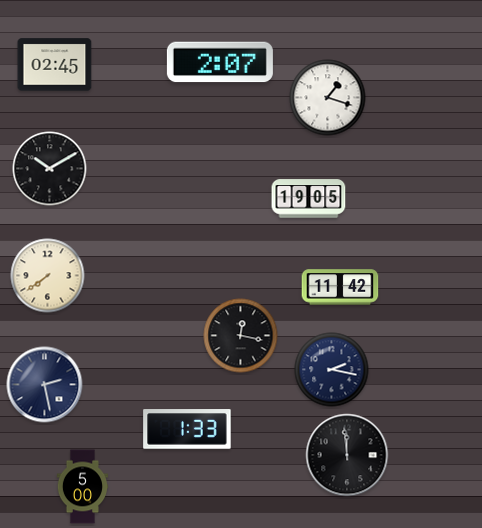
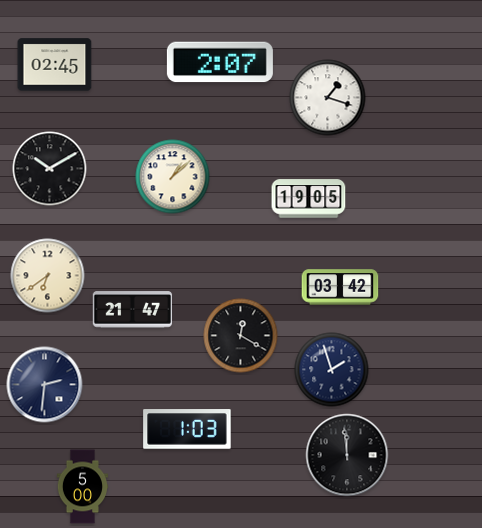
clock at (173, 177): none -> 1:08
clock at (48, 276): 7:39 -> 6:39
clock at (340, 287): 11:42 -> 03:42
clock at (133, 310): none -> 21:47
clock at (241, 336): 12:17 -> 12:20
clock at (332, 370): 2:17 -> 1:57
clock at (45, 385): 2:28 -> 2:31
clock at (187, 429): 1:33 -> 1:03
